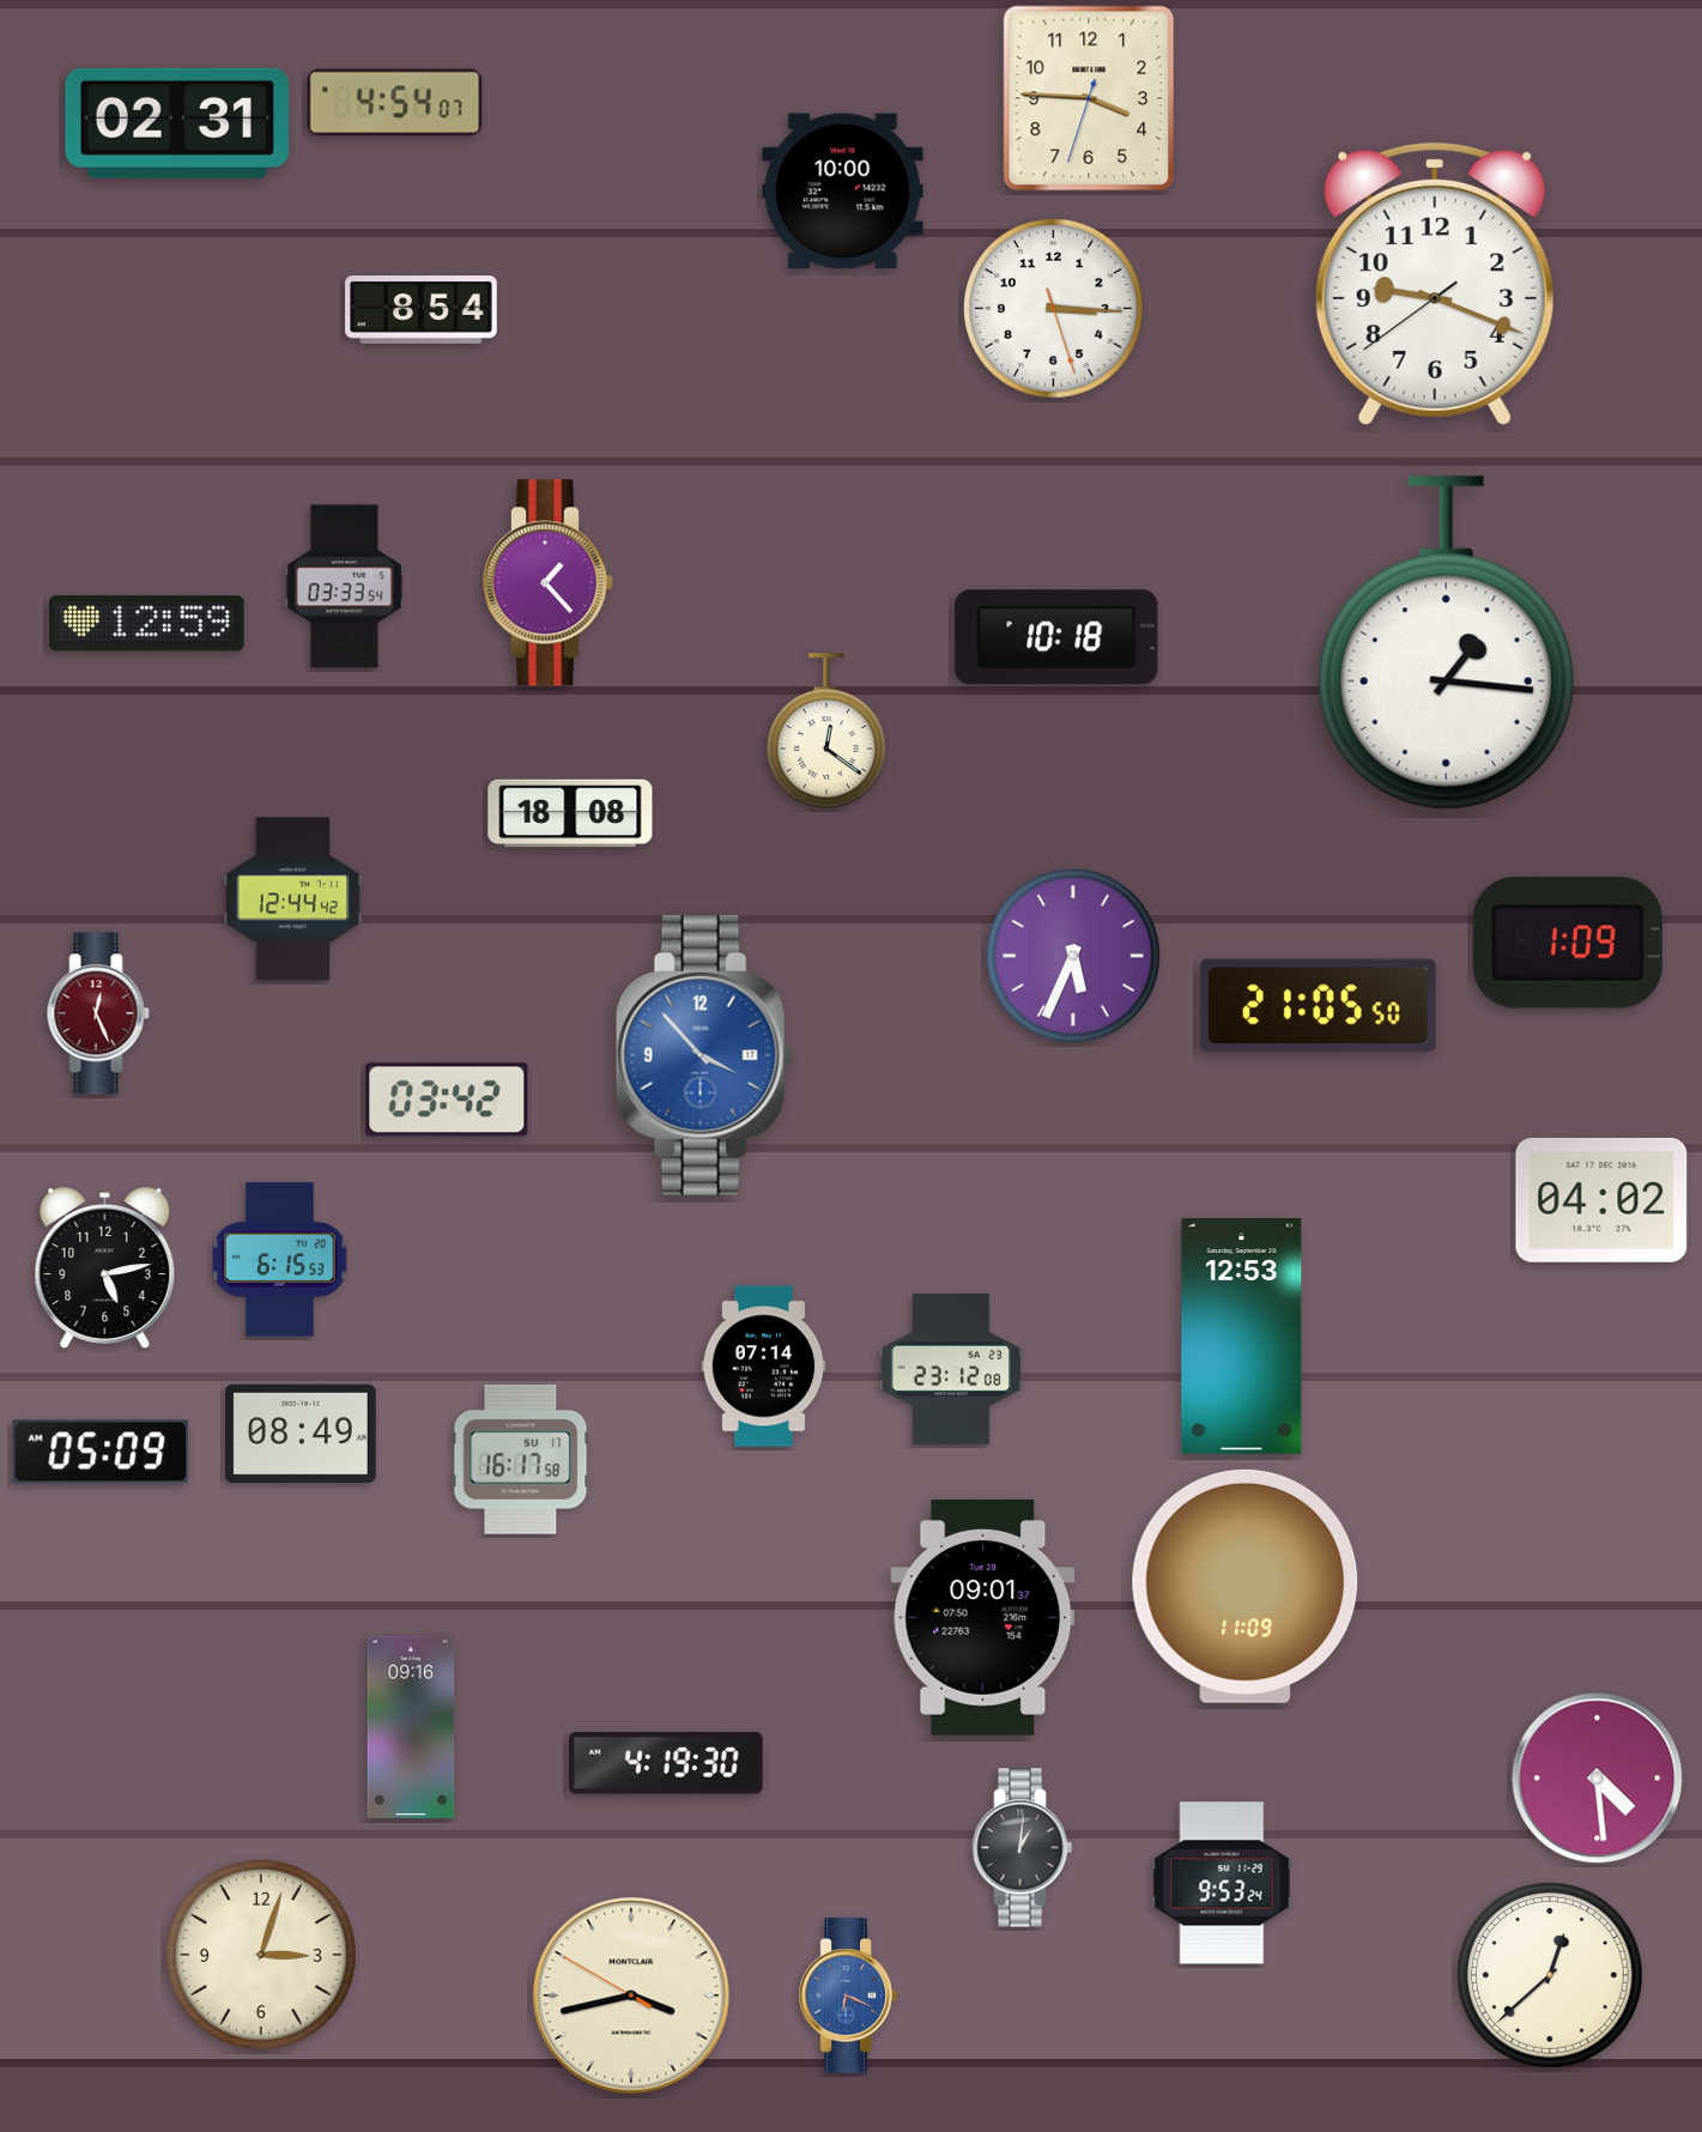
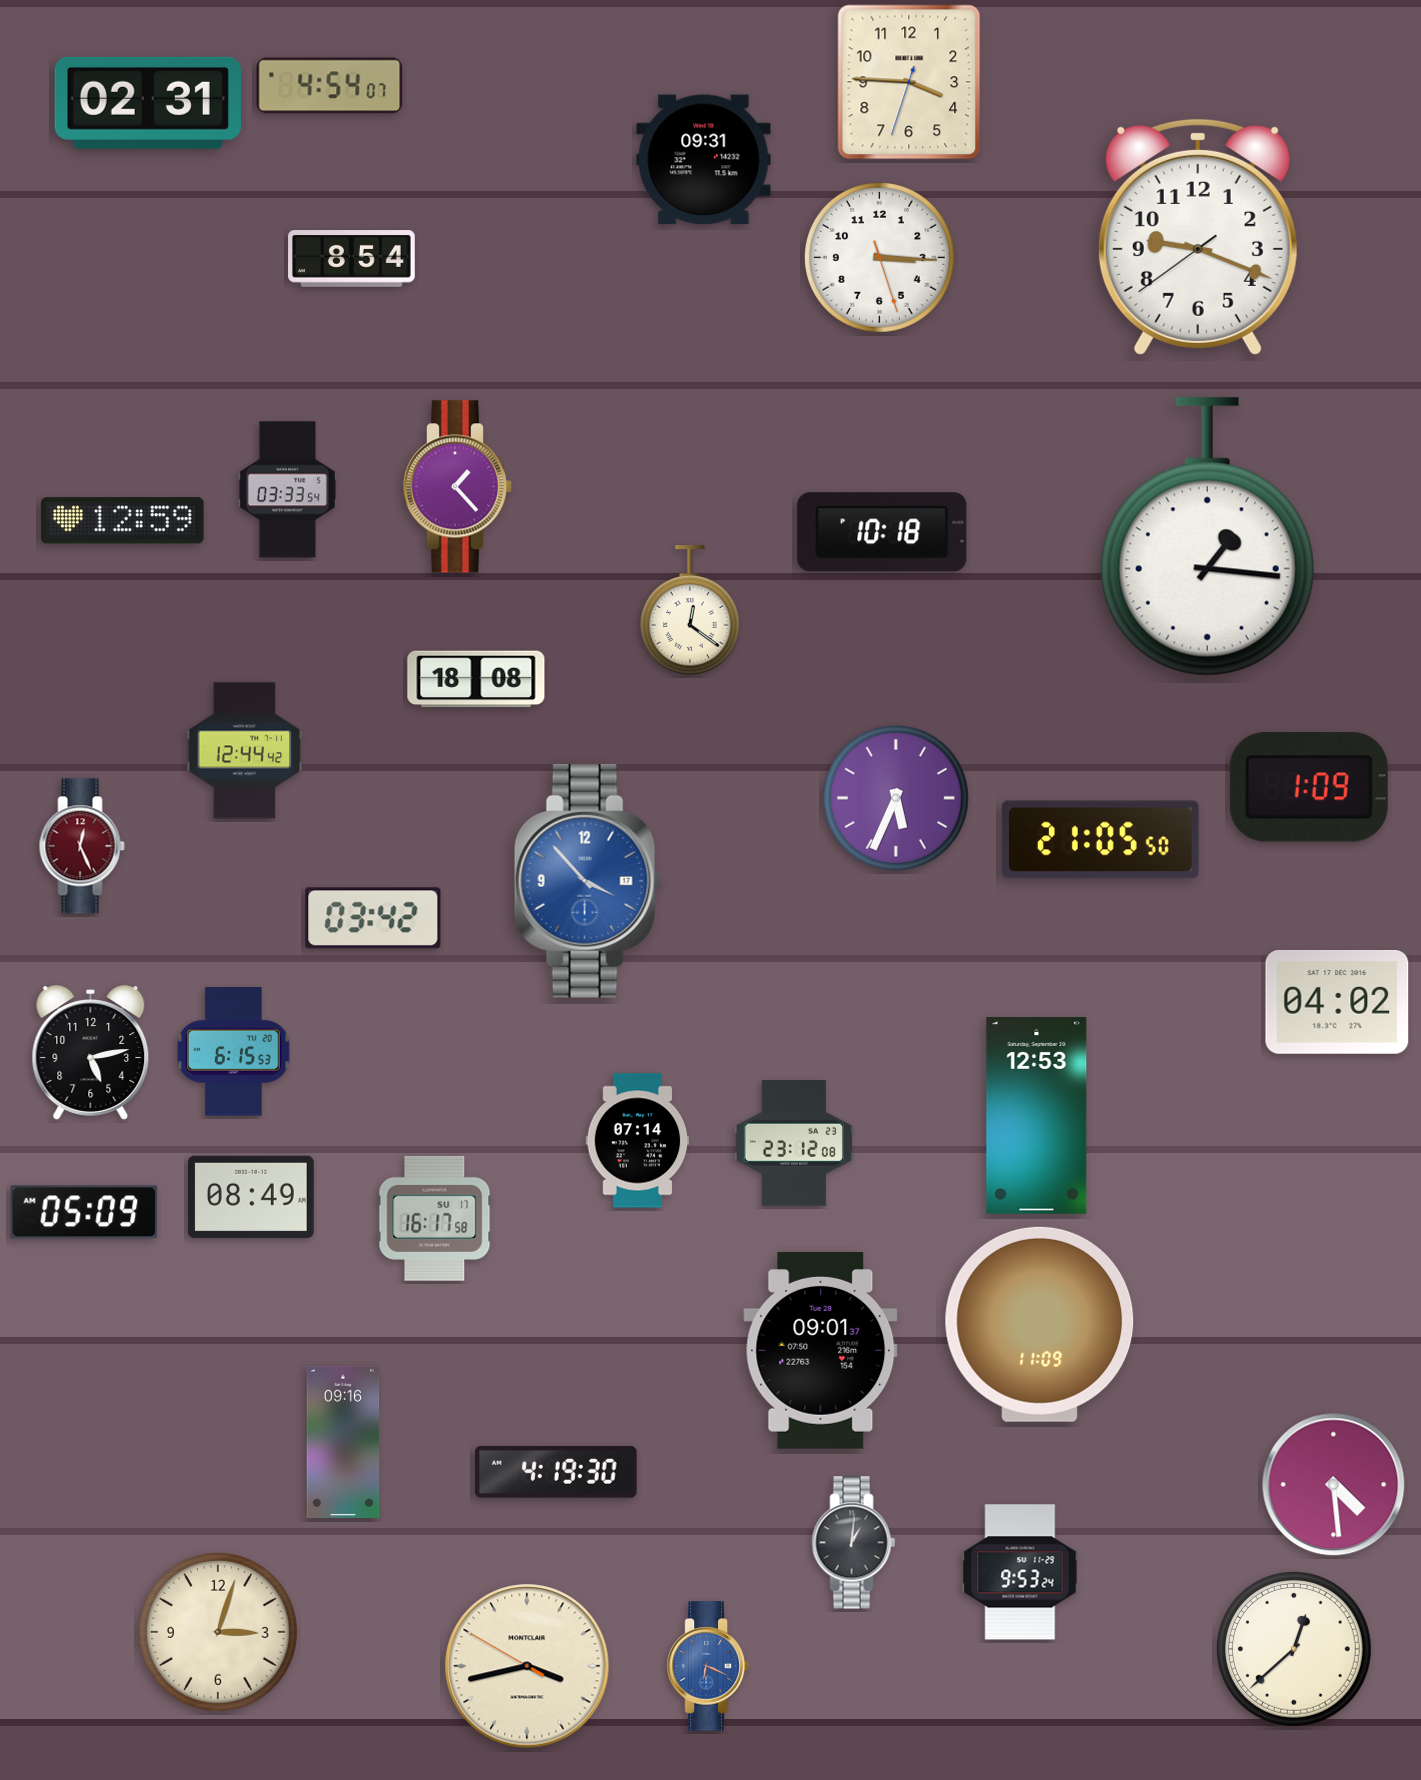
clock at (843, 192): 10:00 -> 09:31
clock at (105, 1268) position: (105, 1268) -> (91, 1053)
